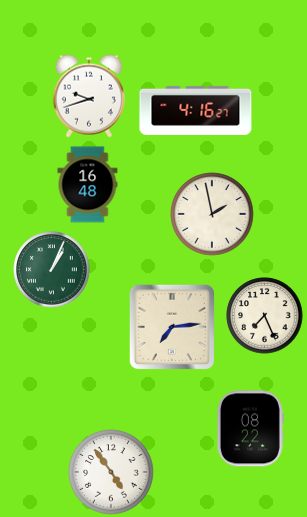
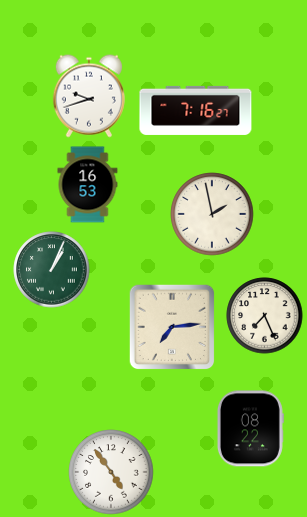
clock at (196, 110): 4:16 -> 7:16
clock at (88, 185): 16:48 -> 16:53
